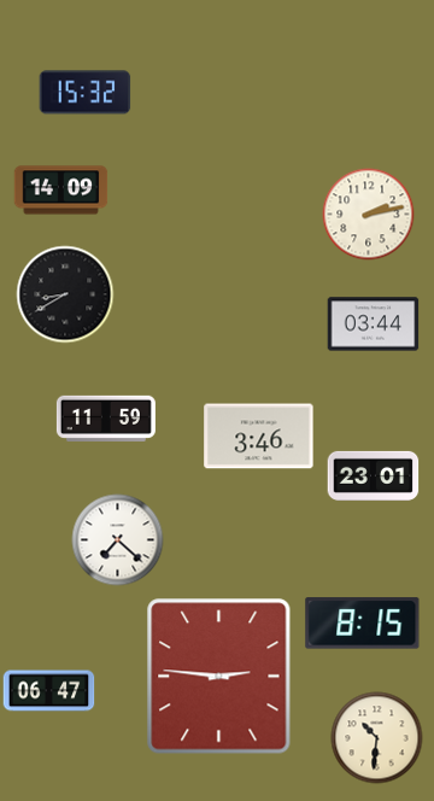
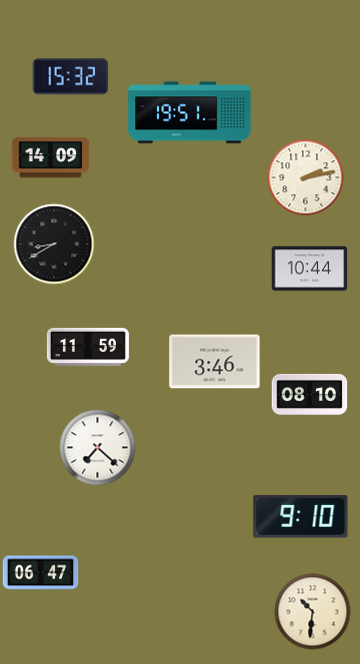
clock at (190, 113): none -> 19:51
clock at (374, 325): 03:44 -> 10:44
clock at (374, 475): 23:01 -> 08:10
clock at (363, 624): 8:15 -> 9:10
clock at (219, 677): 2:46 -> none
